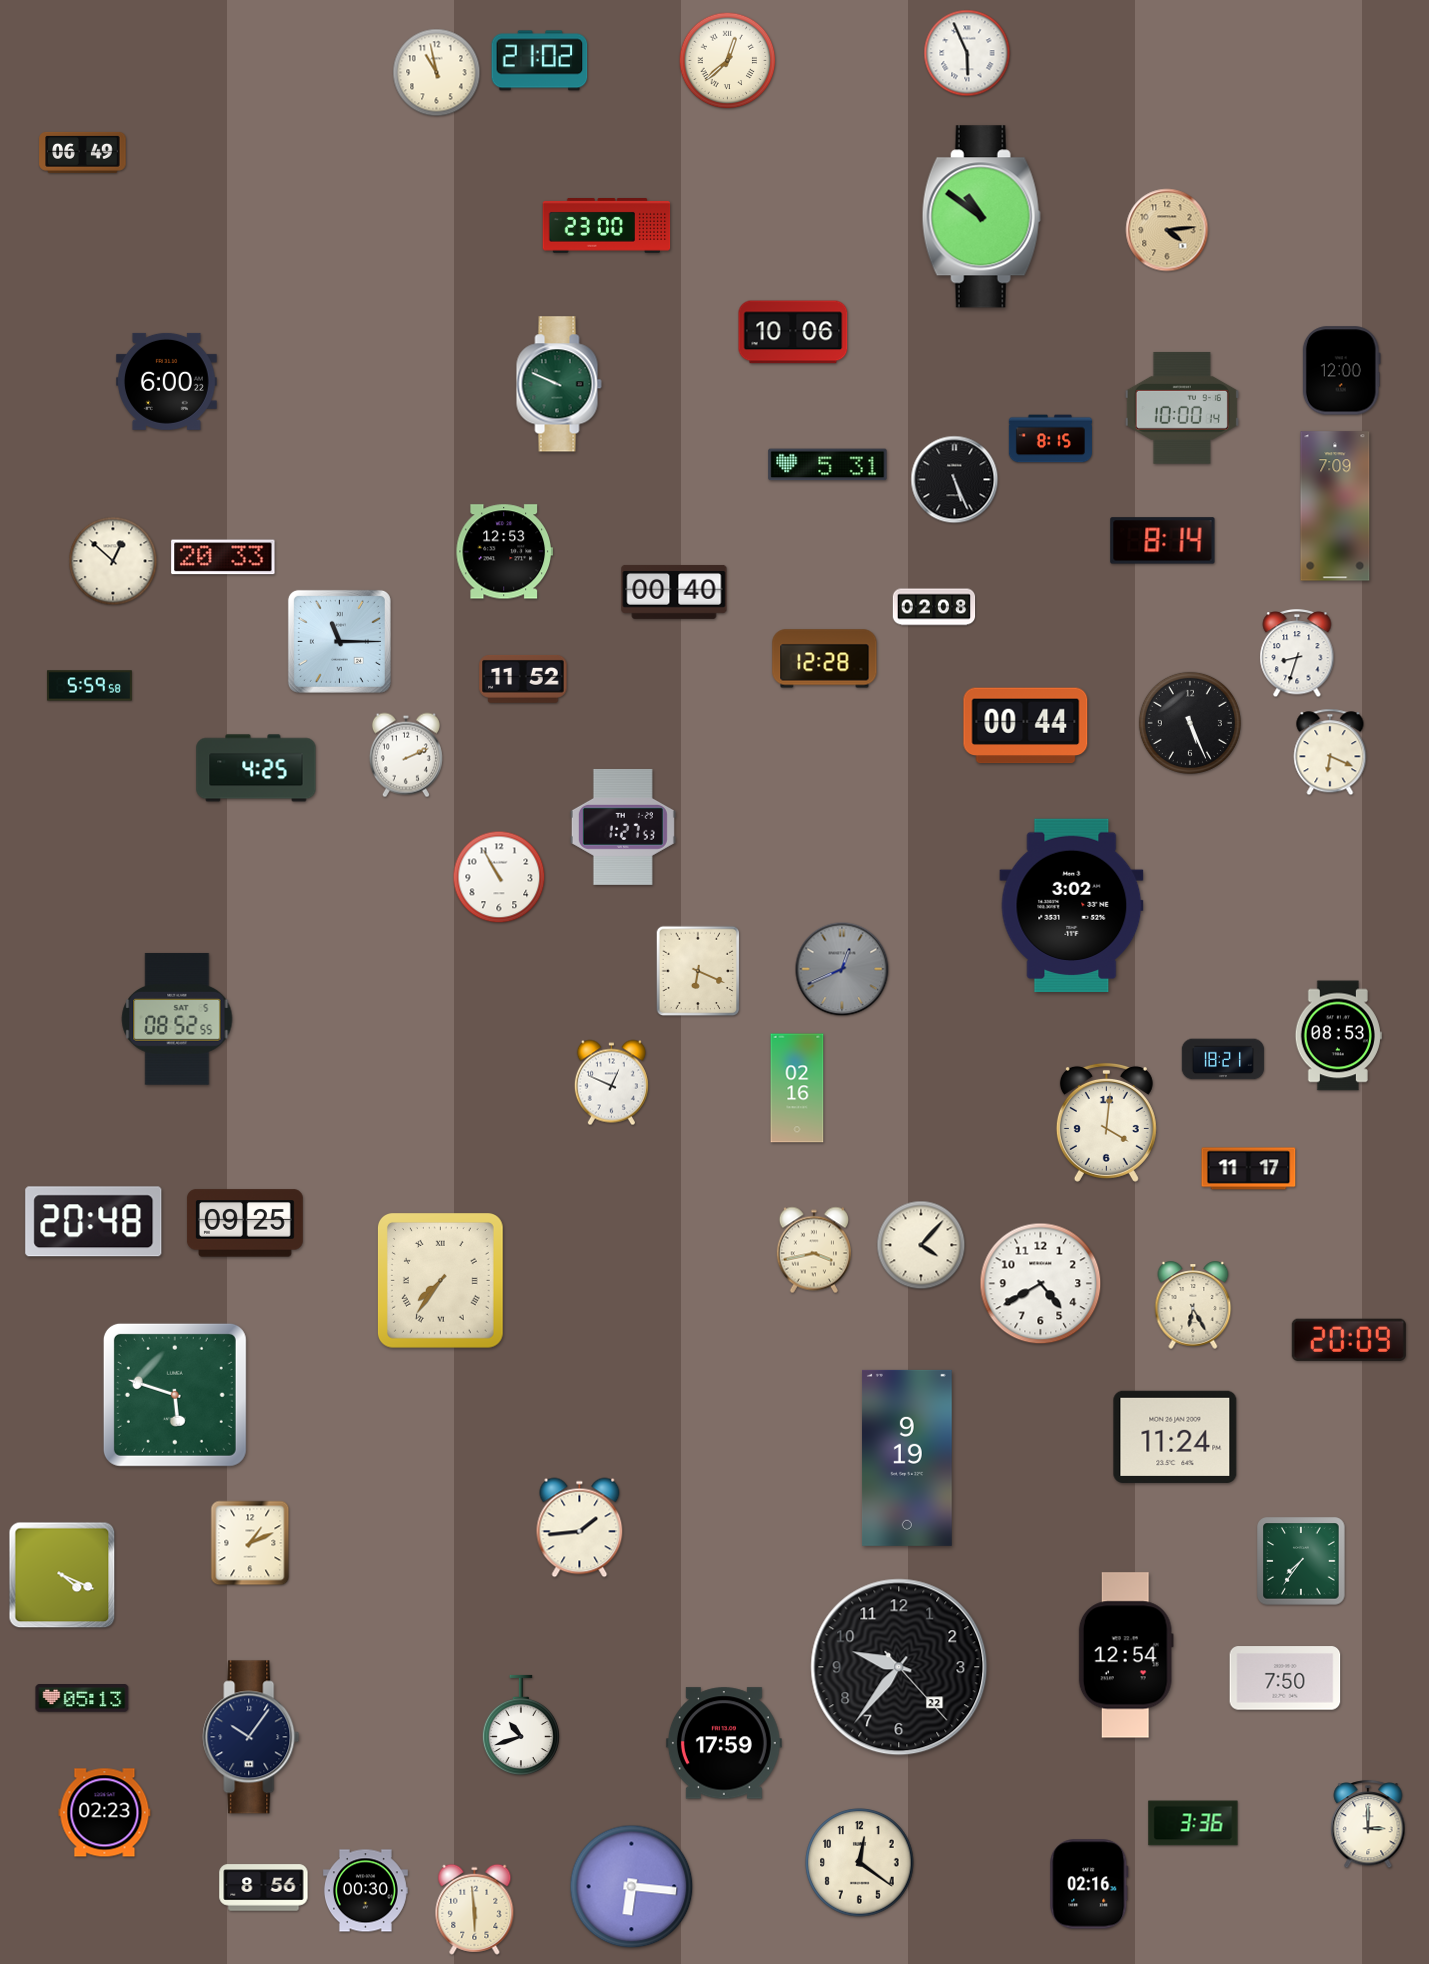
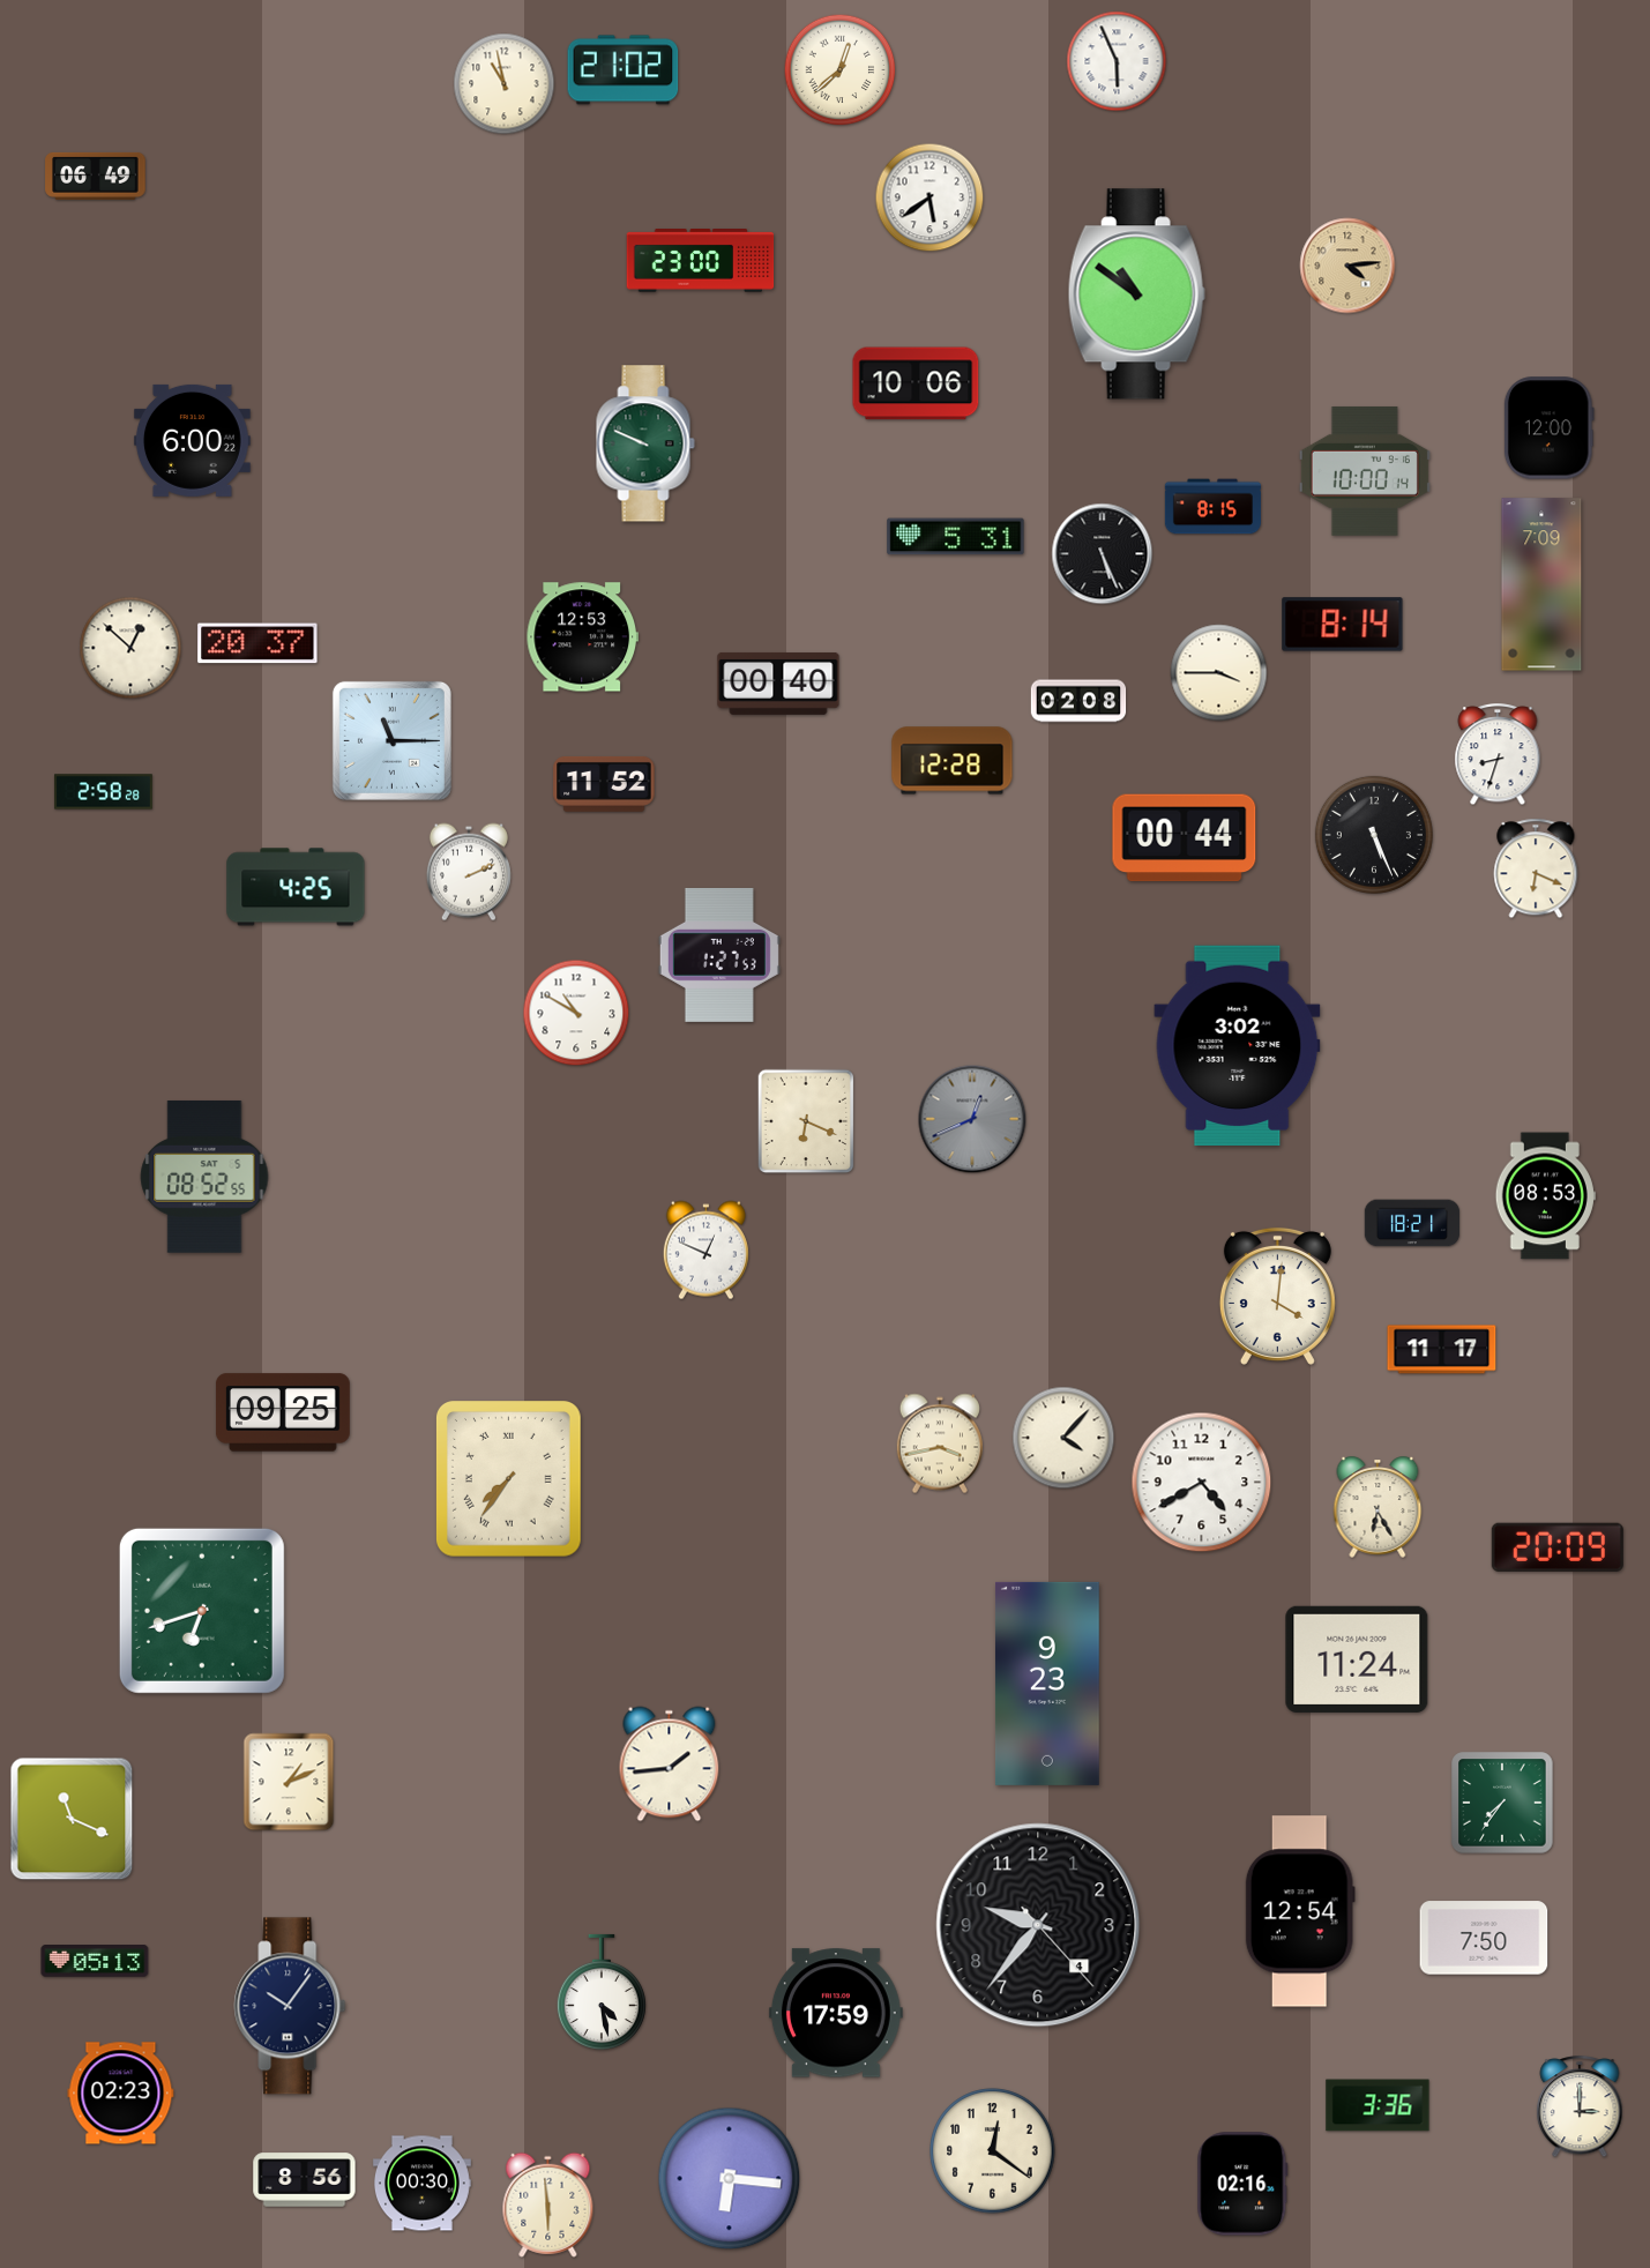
clock at (929, 197): none -> 5:39
clock at (981, 217) position: (981, 217) -> (1136, 294)
clock at (223, 557): 20:33 -> 20:37
clock at (1219, 673): none -> 3:45
clock at (89, 686): 5:59 -> 2:58
clock at (499, 877): 10:55 -> 10:50
clock at (797, 1088): 02:16 -> none
clock at (94, 1222): 20:48 -> none
clock at (175, 1395): 5:48 -> 6:42
clock at (907, 1458): 9:19 -> 9:23
clock at (62, 1575): 4:19 -> 11:19
clock at (899, 1667) date: 22 -> 4
clock at (521, 1725): 10:42 -> 4:28
clock at (1089, 1884) position: (1089, 1884) -> (1242, 2184)
